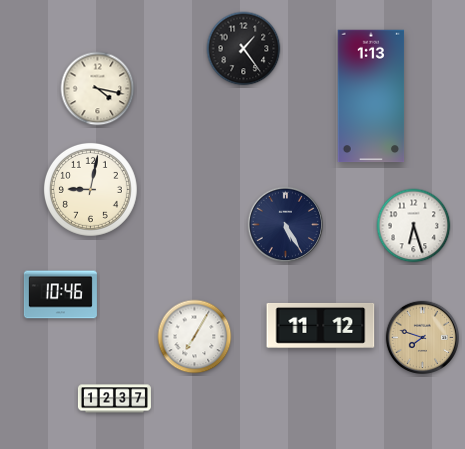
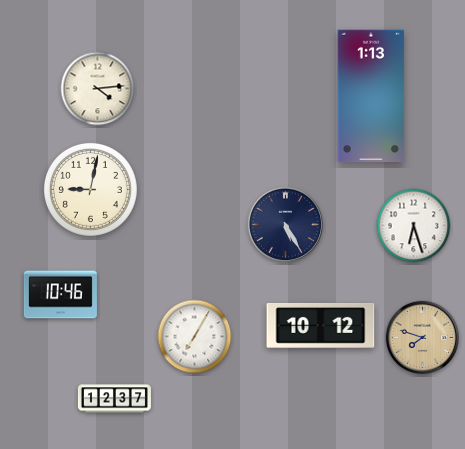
clock at (244, 49): 1:24 -> none
clock at (98, 89): 4:17 -> 4:14
clock at (321, 325): 11:12 -> 10:12
